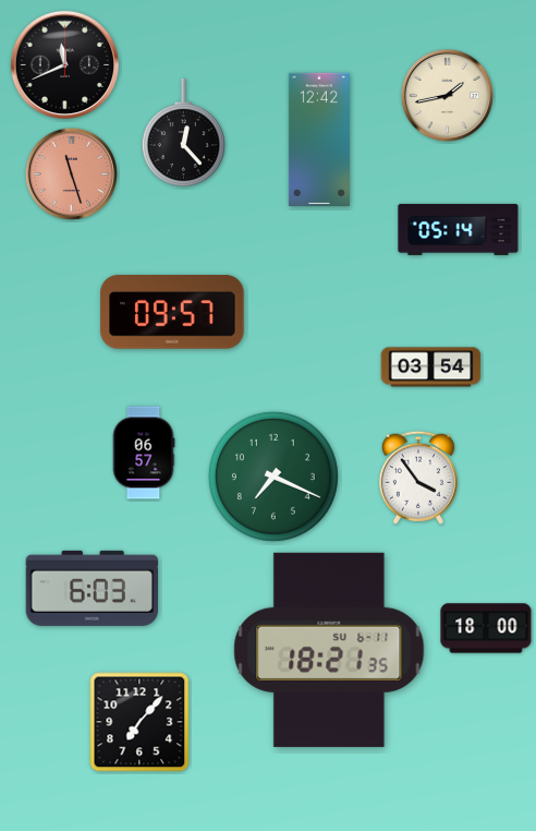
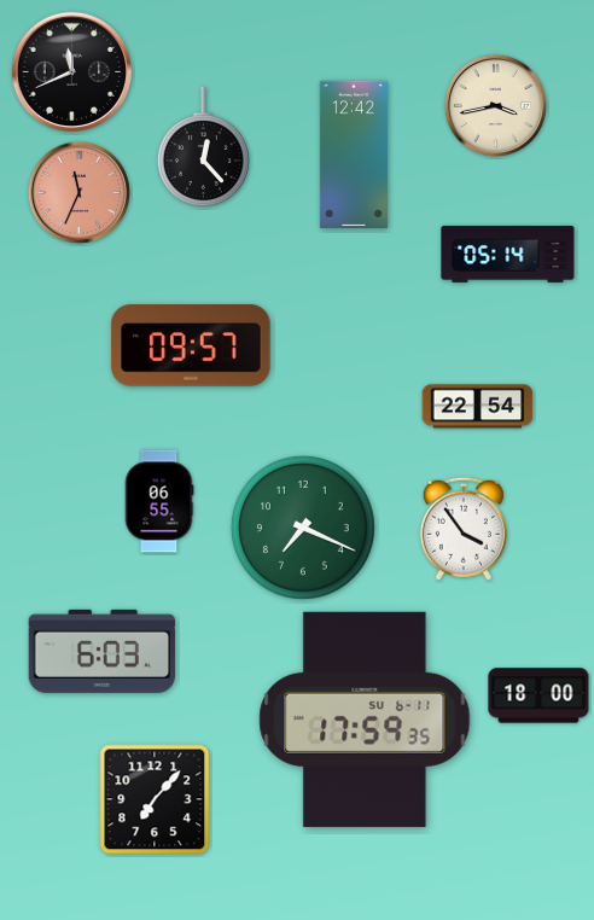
clock at (447, 95): 1:43 -> 3:43
clock at (71, 173): 11:27 -> 11:34
clock at (431, 368): 03:54 -> 22:54
clock at (144, 453): 06:57 -> 06:55
clock at (329, 650): 18:21 -> 17:59
